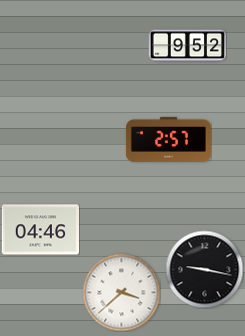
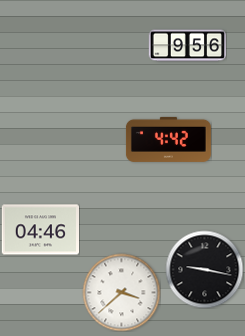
clock at (187, 46): 9:52 -> 9:56
clock at (168, 139): 2:57 -> 4:42
